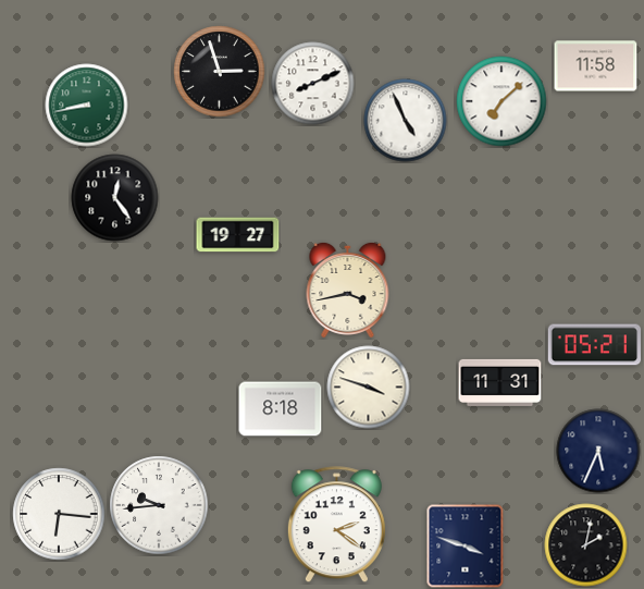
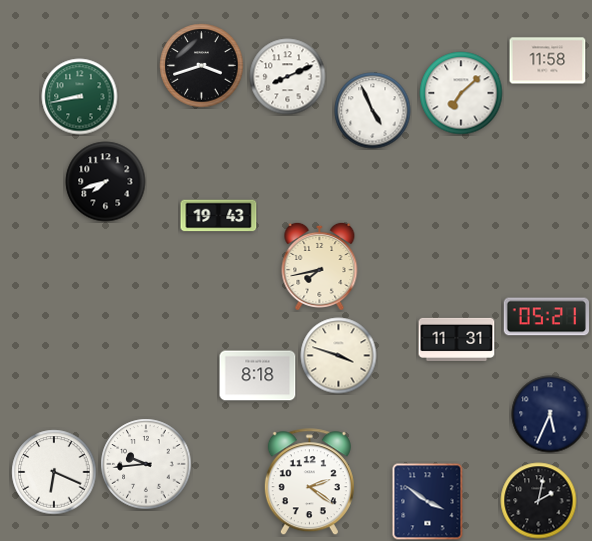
clock at (220, 72): 2:57 -> 3:42
clock at (115, 198): 12:24 -> 7:42
clock at (238, 235): 19:27 -> 19:43
clock at (348, 290): 3:43 -> 7:43
clock at (500, 382) position: (500, 382) -> (457, 339)
clock at (59, 514): 6:16 -> 6:19
clock at (466, 547): 3:48 -> 3:51
